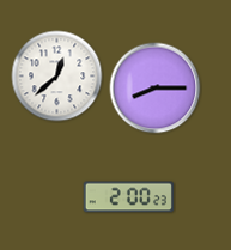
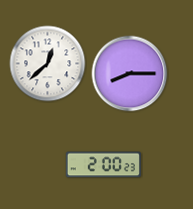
clock at (128, 197) position: (128, 197) -> (103, 165)
